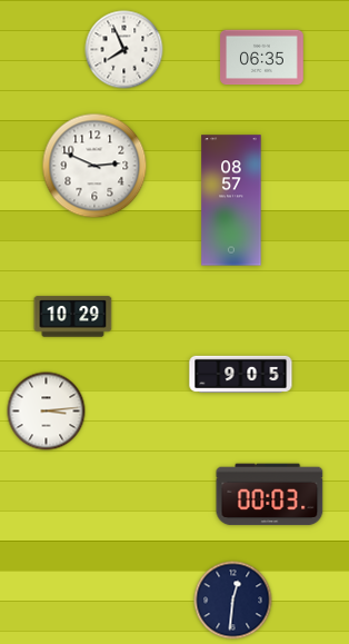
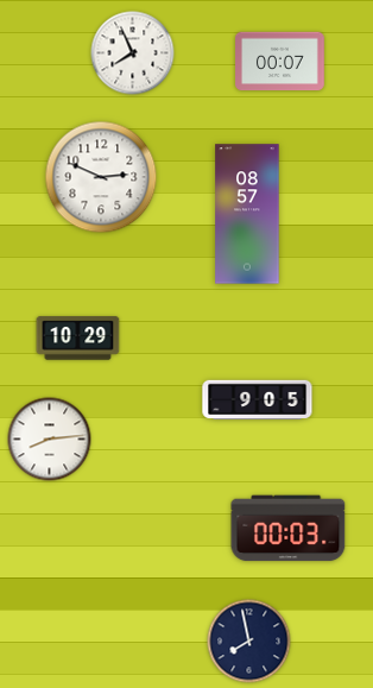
clock at (262, 58): 06:35 -> 00:07
clock at (47, 412): 3:14 -> 8:14
clock at (233, 601): 12:31 -> 7:58
